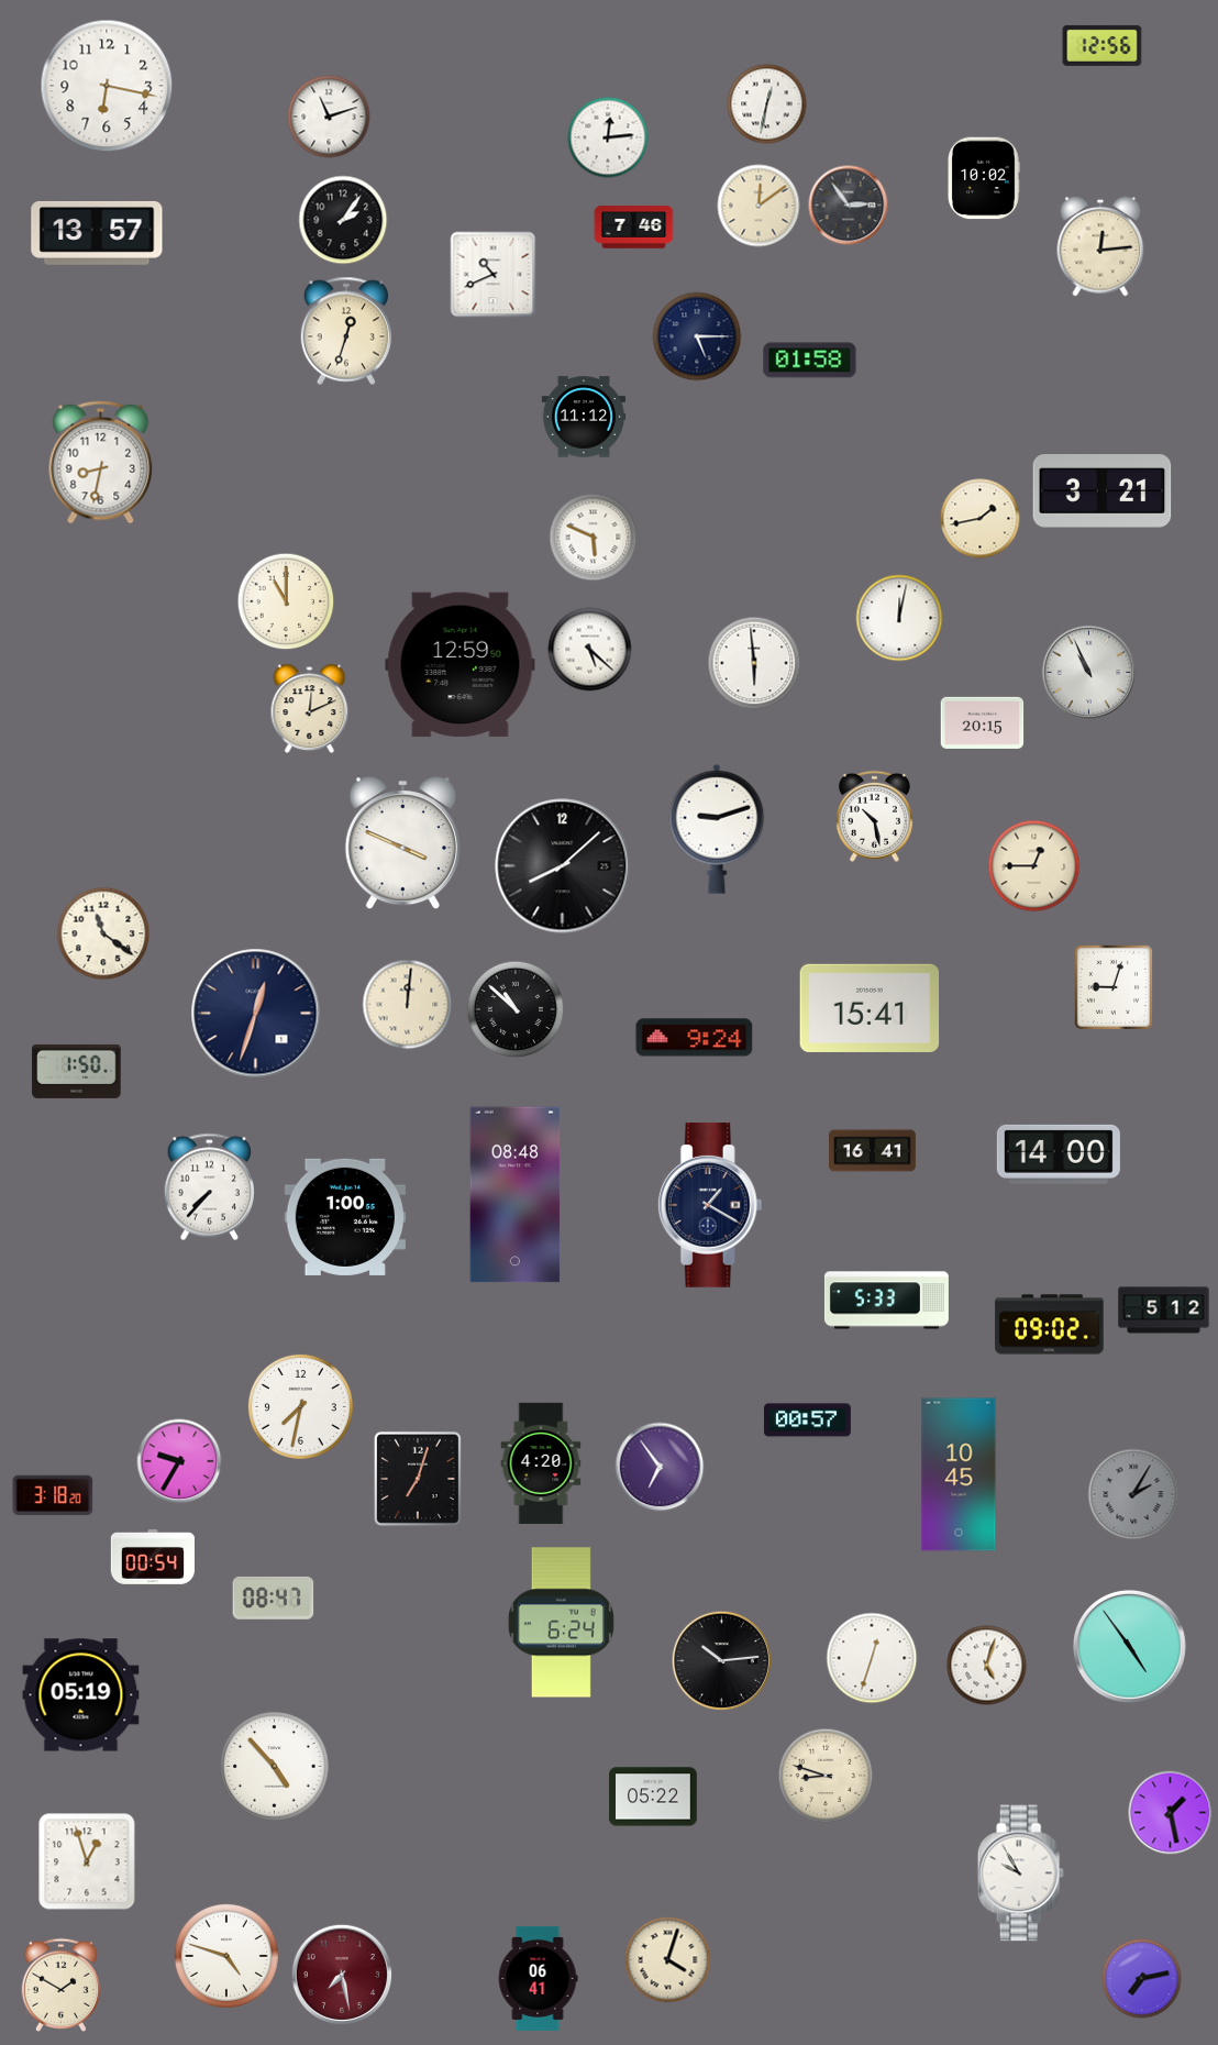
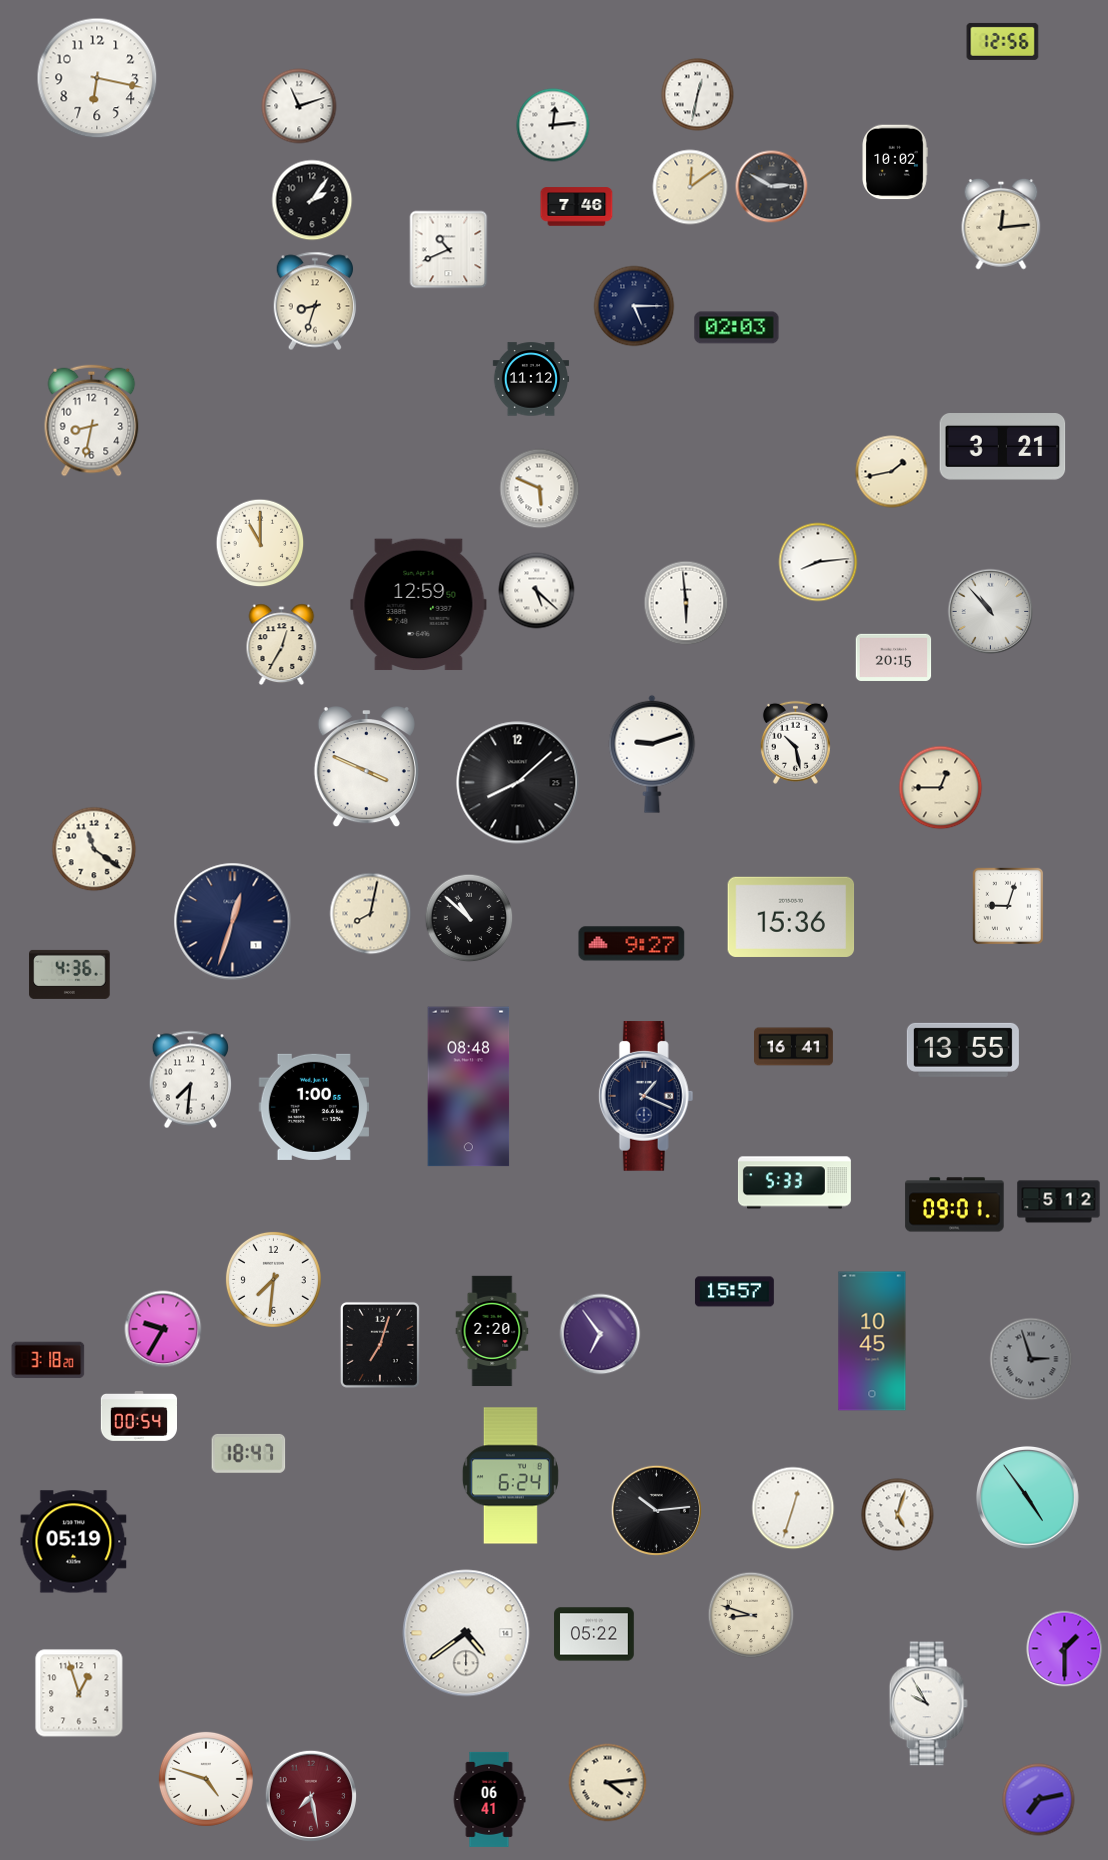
clock at (849, 206): 2:54 -> 2:50
clock at (97, 233): 13:57 -> none
clock at (346, 331): 12:33 -> 8:33
clock at (810, 361): 01:58 -> 02:03
clock at (286, 601) position: (286, 601) -> (260, 543)
clock at (899, 618): 12:02 -> 8:14
clock at (1089, 673): 10:56 -> 10:53
clock at (310, 709): 12:11 -> 12:35
clock at (563, 866) position: (563, 866) -> (518, 783)
clock at (1112, 986) position: (1112, 986) -> (1007, 905)
clock at (408, 1005): 12:01 -> 8:02
clock at (870, 1008): 15:41 -> 15:36
clock at (695, 1038): 9:24 -> 9:27
clock at (77, 1071): 1:50 -> 4:36
clock at (1059, 1154): 14:00 -> 13:55
clock at (209, 1187): 7:37 -> 7:31
clock at (710, 1205): 1:20 -> 1:19
clock at (886, 1301) position: (886, 1301) -> (794, 1183)
clock at (1164, 1311) position: (1164, 1311) -> (1059, 1202)
clock at (1050, 1325): 09:02 -> 09:01
clock at (300, 1406): 7:32 -> 7:31
clock at (807, 1421): 00:57 -> 15:57
clock at (541, 1463): 4:20 -> 2:20
clock at (1133, 1494): 2:05 -> 2:57
clock at (274, 1598): 08:47 -> 18:47
clock at (275, 1767): 4:53 -> none
clock at (466, 1633): none -> 4:39
clock at (1171, 1813): 1:28 -> 1:30
clock at (668, 1960): 4:03 -> 4:14
clock at (60, 1985): 1:50 -> none
